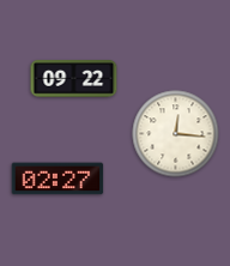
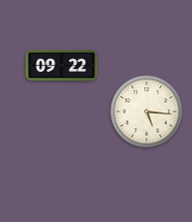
clock at (176, 134): 12:16 -> 5:16
clock at (57, 179): 02:27 -> none
